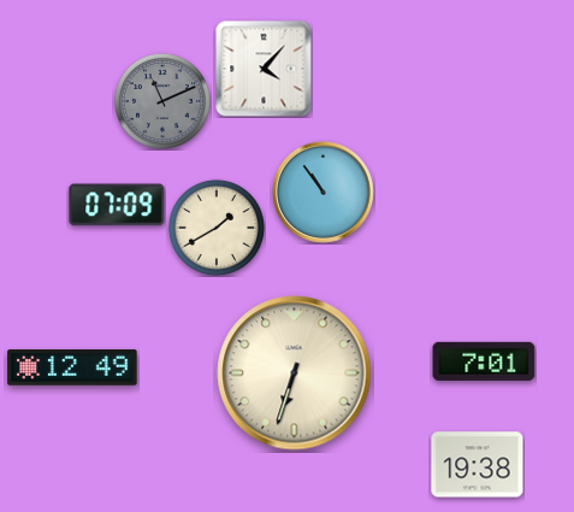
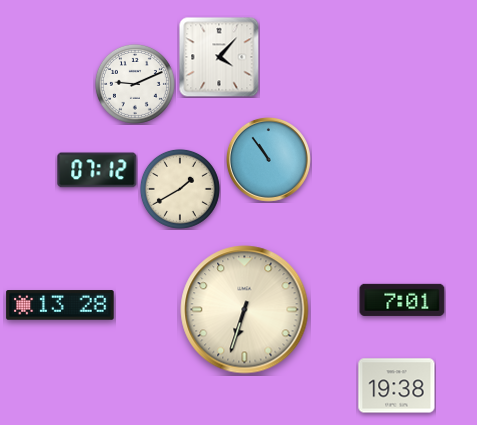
clock at (162, 101): 11:11 -> 9:11
clock at (162, 101) dial: grey -> white
clock at (117, 205): 07:09 -> 07:12
clock at (72, 367): 12:49 -> 13:28
